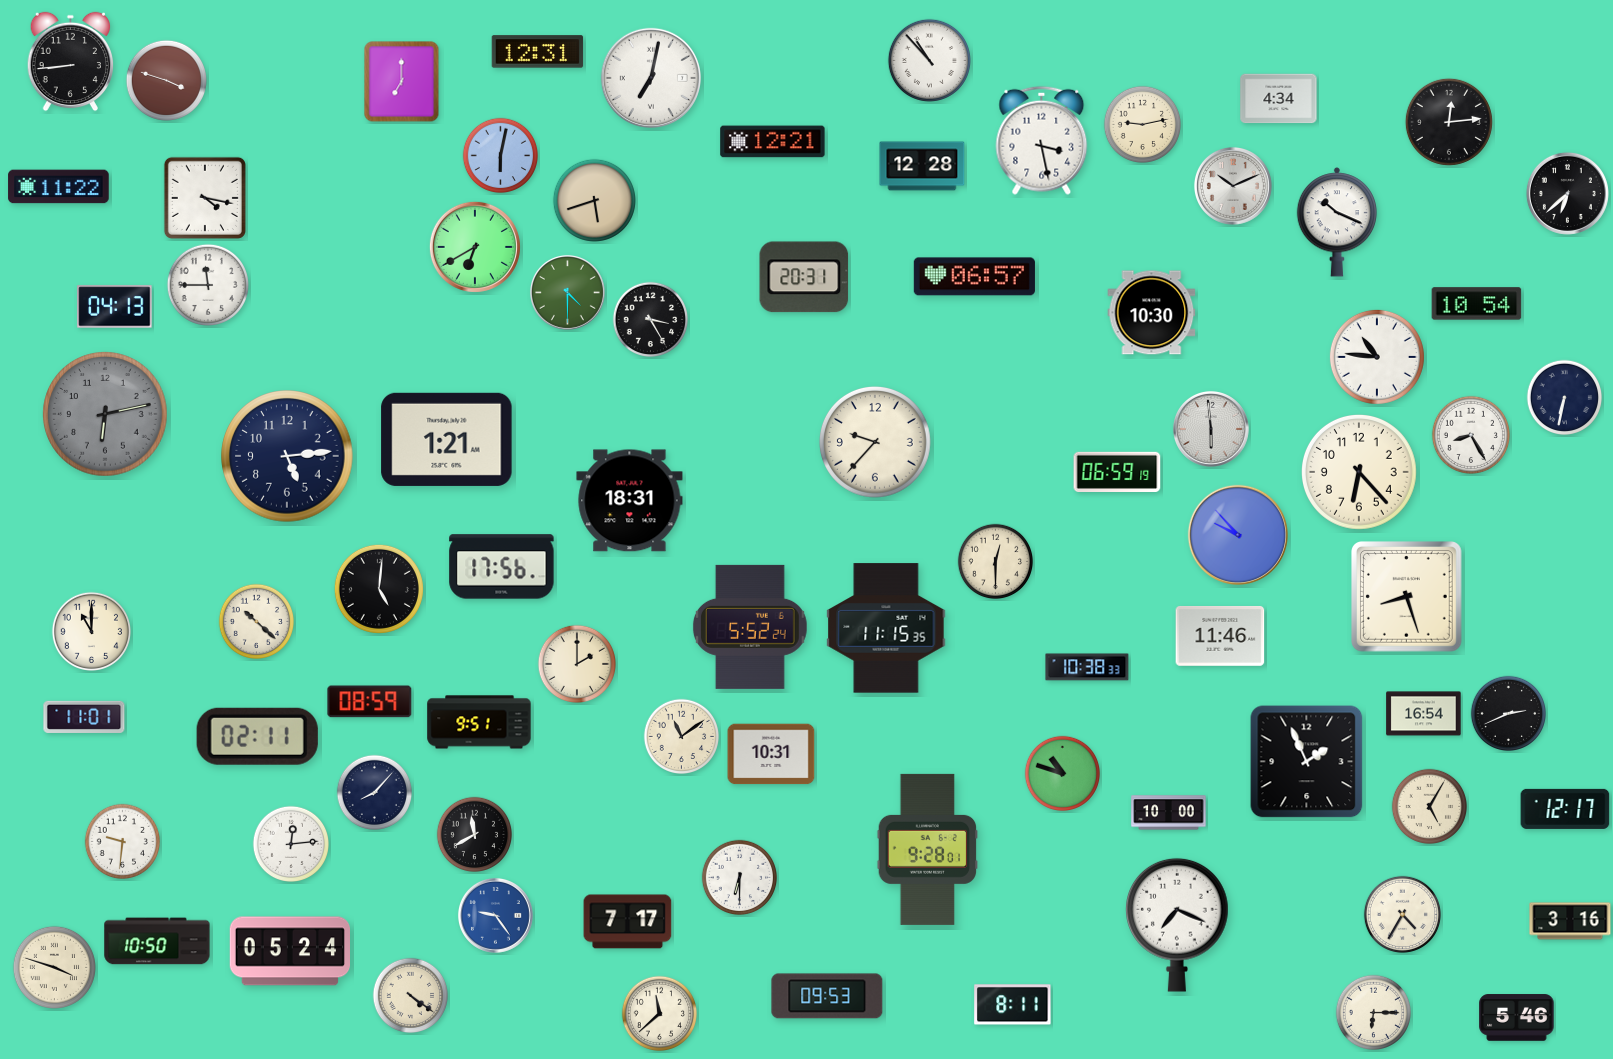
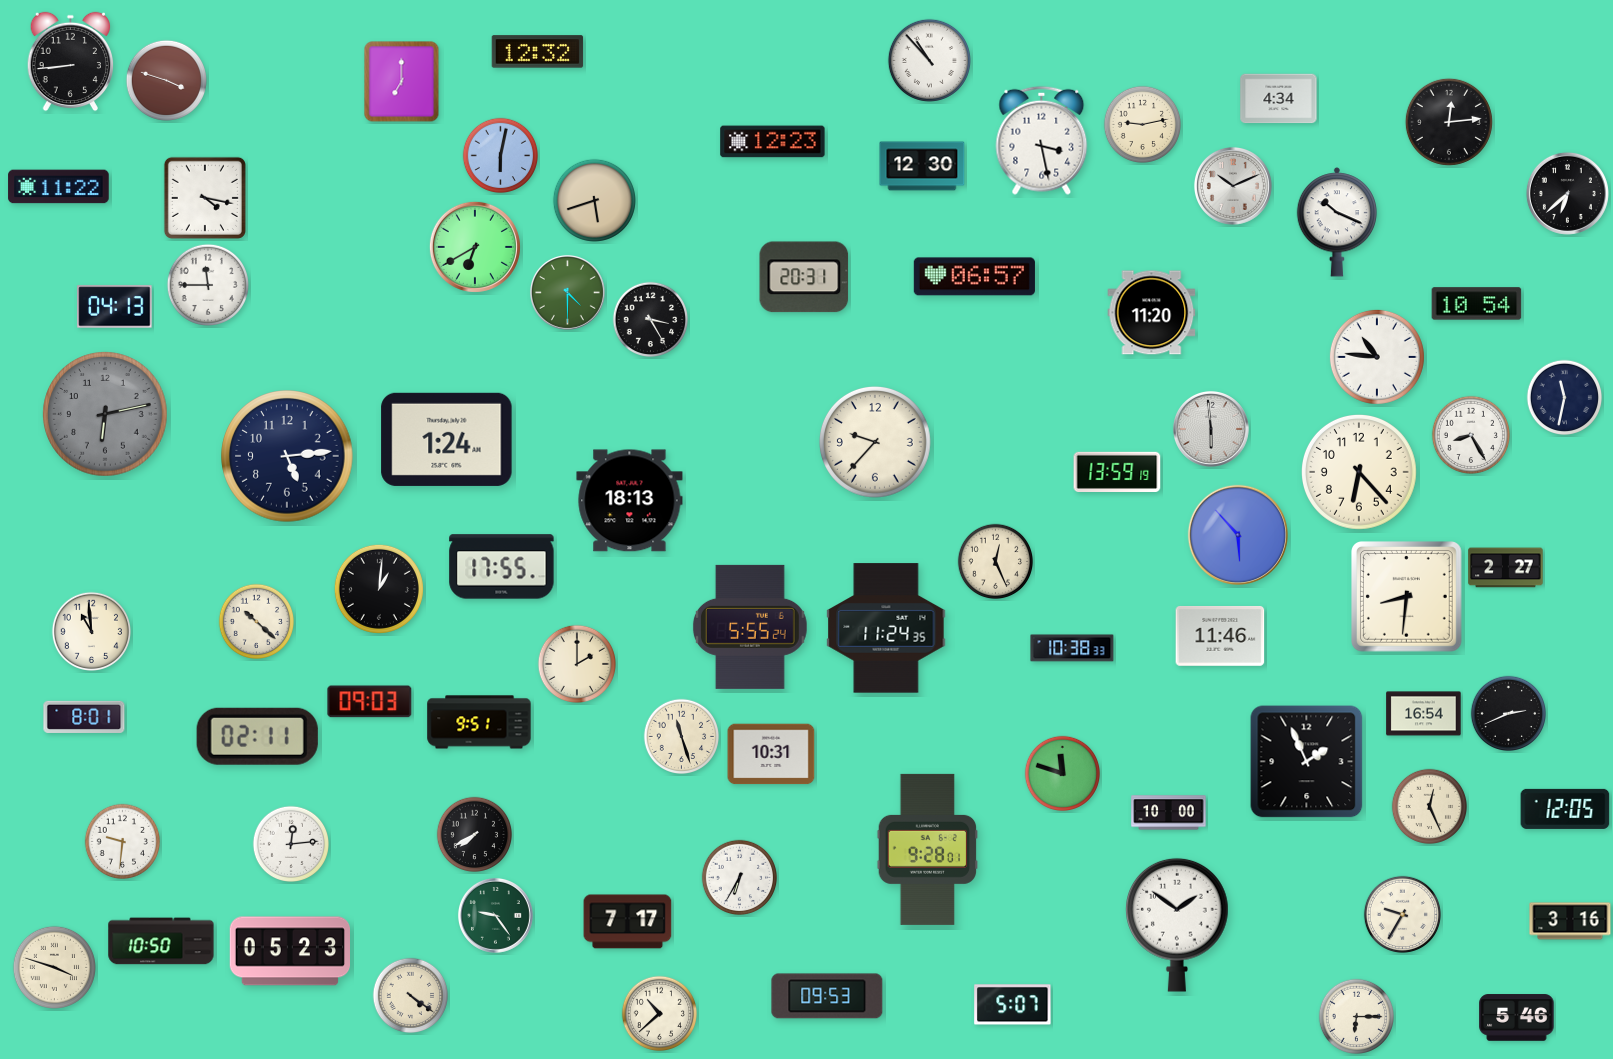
clock at (538, 52): 12:31 -> 12:32
clock at (651, 78): 7:02 -> none
clock at (773, 142): 12:21 -> 12:23
clock at (922, 166): 12:28 -> 12:30
clock at (1152, 313): 10:30 -> 11:20
clock at (1565, 398): 6:32 -> 11:32
clock at (447, 439): 1:21 -> 1:24
clock at (1117, 471): 06:59 -> 13:59
clock at (630, 501): 18:31 -> 18:13
clock at (1238, 535): 9:53 -> 5:53
clock at (996, 562): 12:30 -> 12:26
clock at (502, 567): 17:56 -> 17:55
clock at (1506, 568): none -> 2:27
clock at (379, 589): 5:01 -> 1:01
clock at (1407, 597): 8:27 -> 8:31
clock at (750, 627): 5:52 -> 5:55
clock at (886, 628): 11:15 -> 11:24
clock at (91, 631): 11:00 -> 10:59
clock at (1087, 667) position: (1087, 667) -> (1072, 648)
clock at (370, 702): 08:59 -> 09:03
clock at (84, 717): 11:01 -> 8:01
clock at (682, 737): 11:09 -> 11:27
clock at (1063, 774): 10:48 -> 11:48
clock at (375, 793): 8:07 -> none
clock at (1430, 807): 5:05 -> 12:26
clock at (1565, 809): 12:17 -> 12:05
clock at (475, 835): 11:40 -> 7:40
clock at (740, 878): 6:30 -> 6:35
clock at (1402, 914): 4:35 -> 9:35
clock at (495, 915) dial: blue -> green
clock at (1177, 925): 7:19 -> 1:51
clock at (157, 941) position: (157, 941) -> (161, 941)
clock at (289, 951): 05:24 -> 05:23
clock at (1013, 1005): 8:11 -> 5:07
clock at (1374, 1013) position: (1374, 1013) -> (1357, 1017)
clock at (660, 1014): 11:38 -> 10:38
